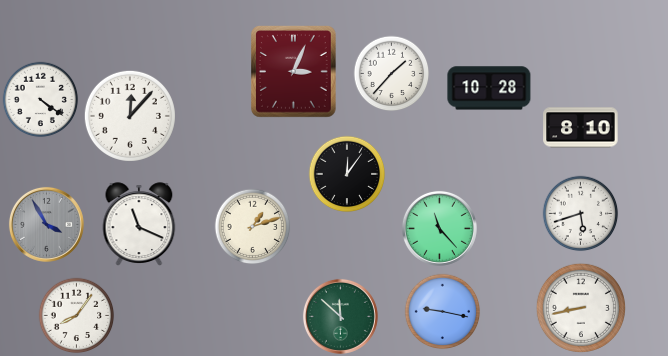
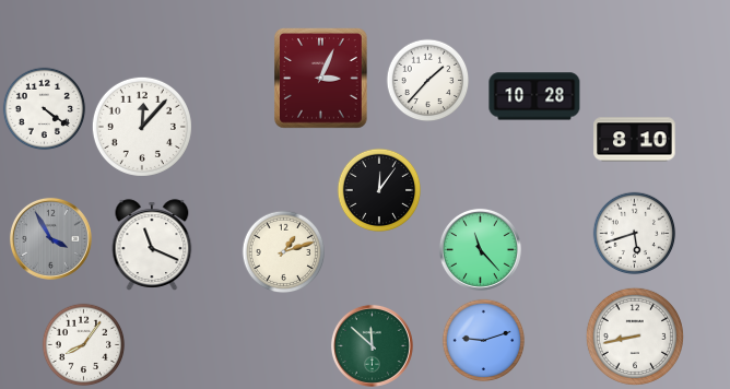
clock at (46, 224) position: (46, 224) -> (50, 238)
clock at (253, 227) position: (253, 227) -> (284, 252)
clock at (443, 312): 9:17 -> 9:12
